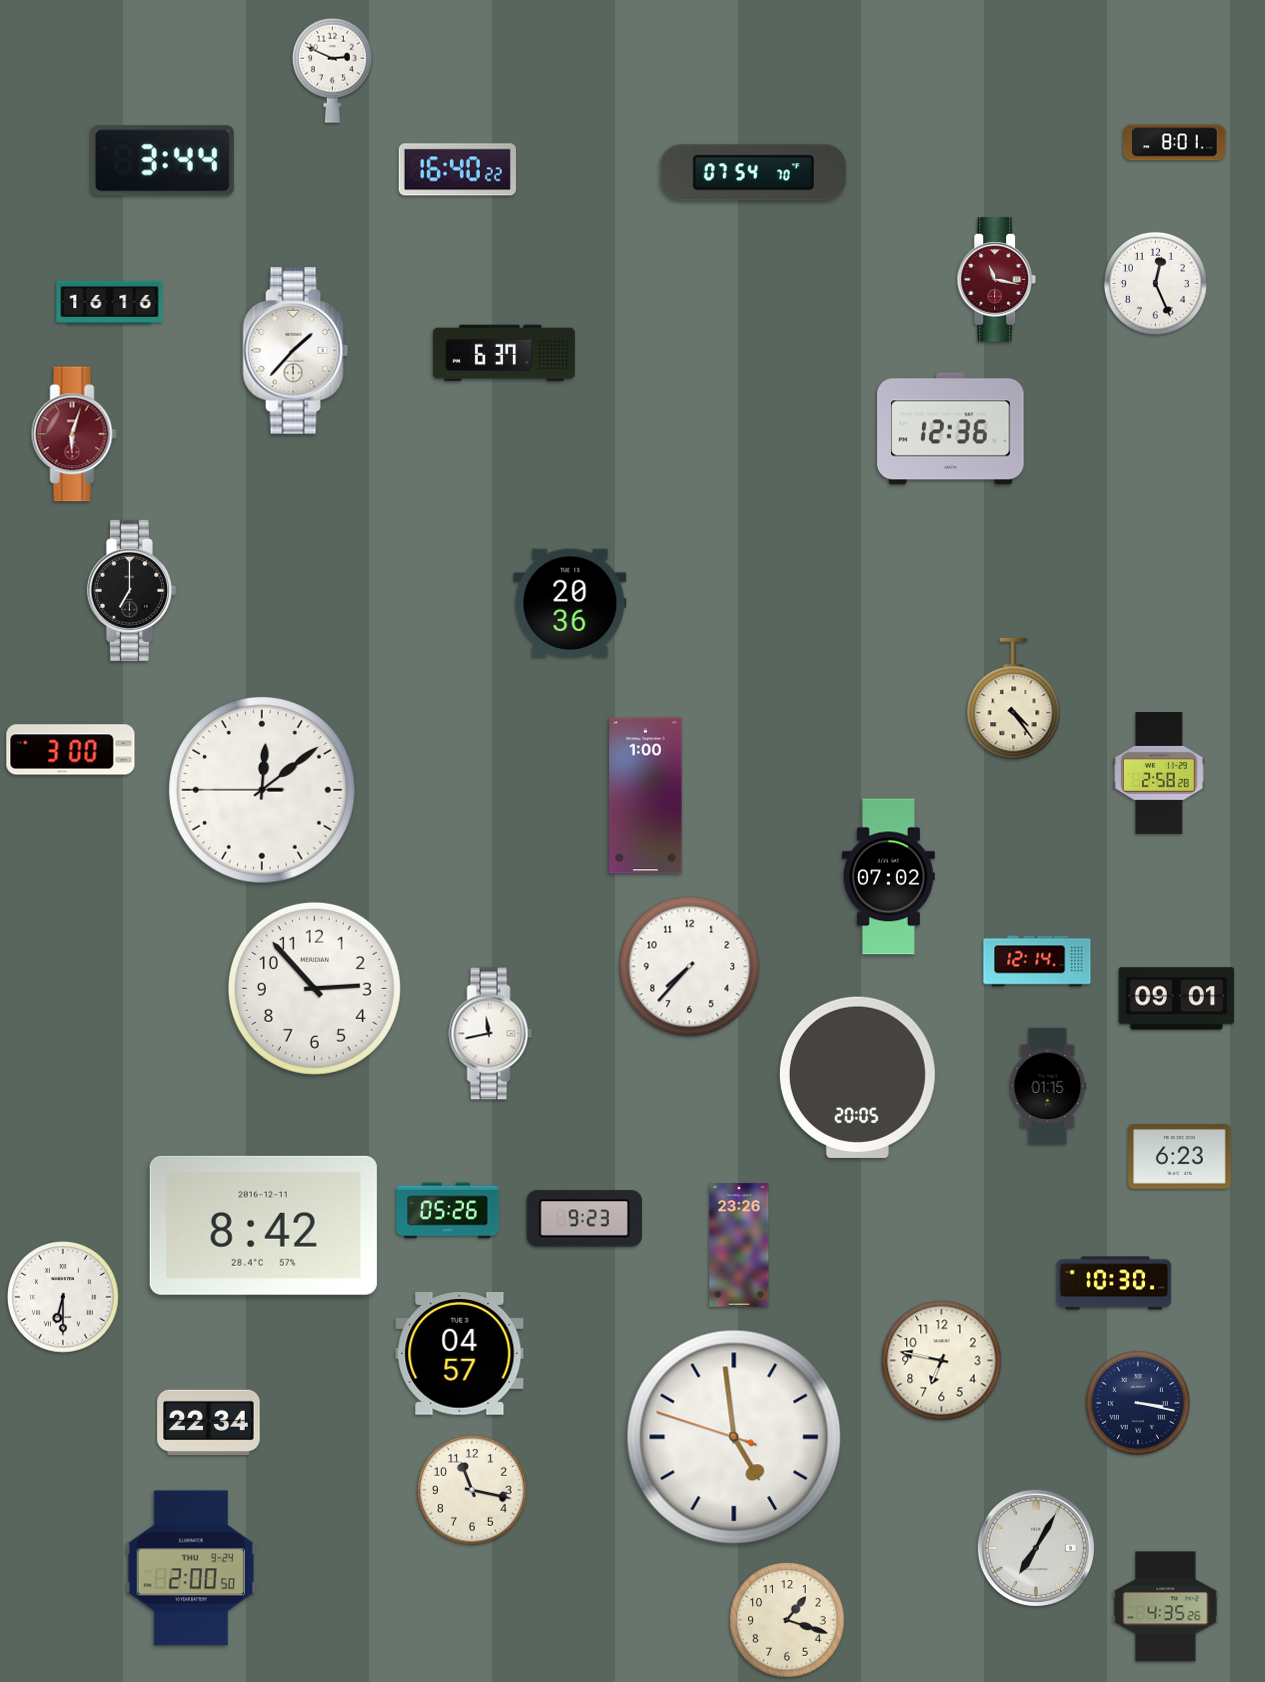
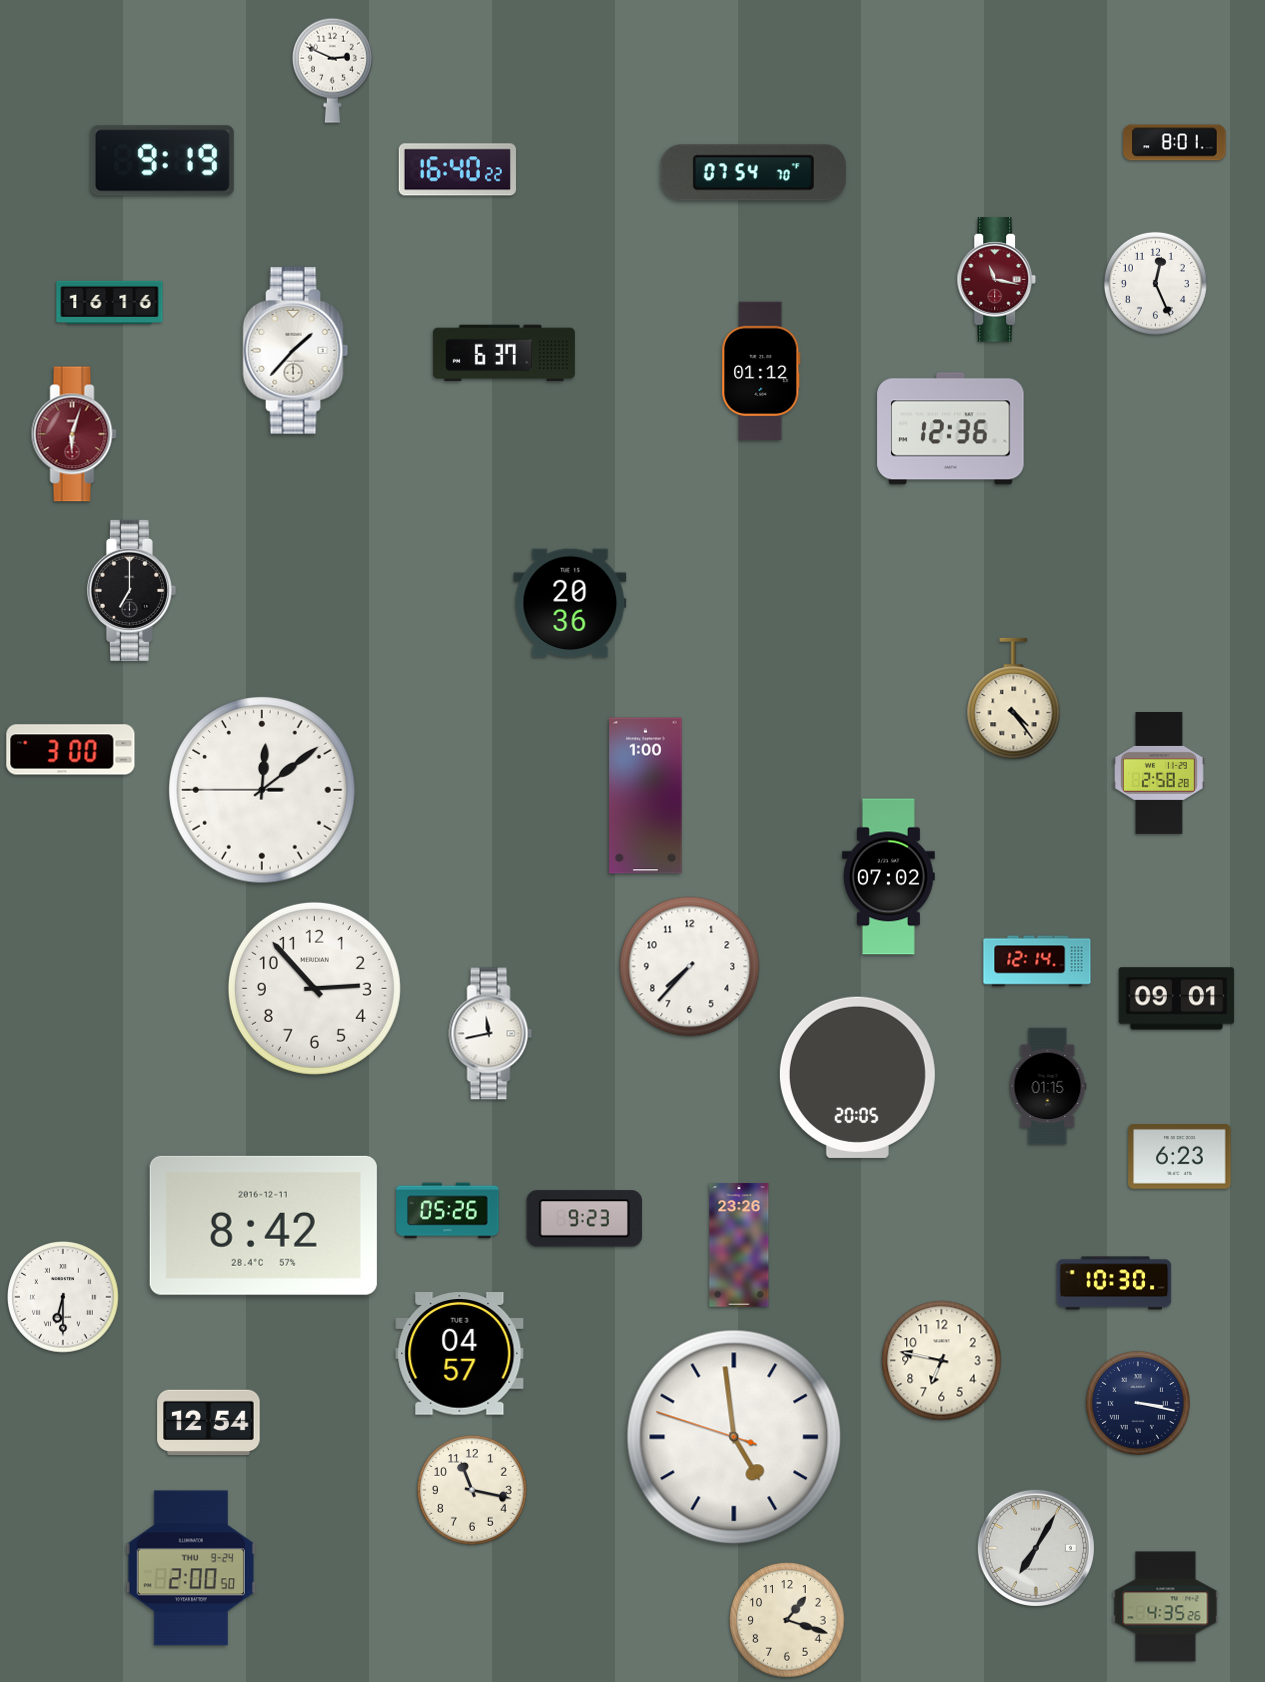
clock at (162, 161): 3:44 -> 9:19
clock at (761, 371): none -> 01:12
clock at (209, 1423): 22:34 -> 12:54
